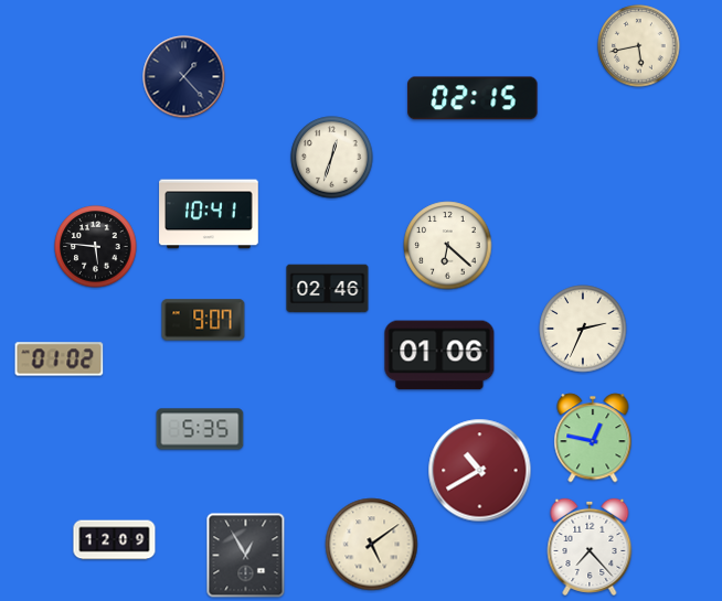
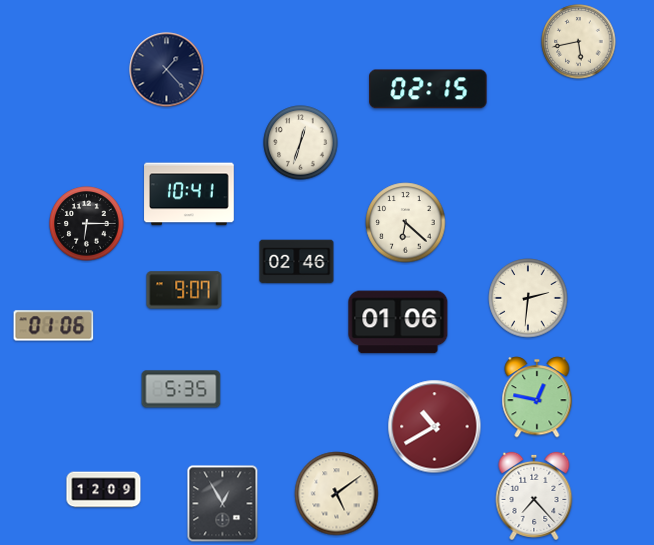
clock at (96, 247): 5:46 -> 6:15
clock at (583, 329): 2:34 -> 2:31
clock at (60, 359): 01:02 -> 01:06
